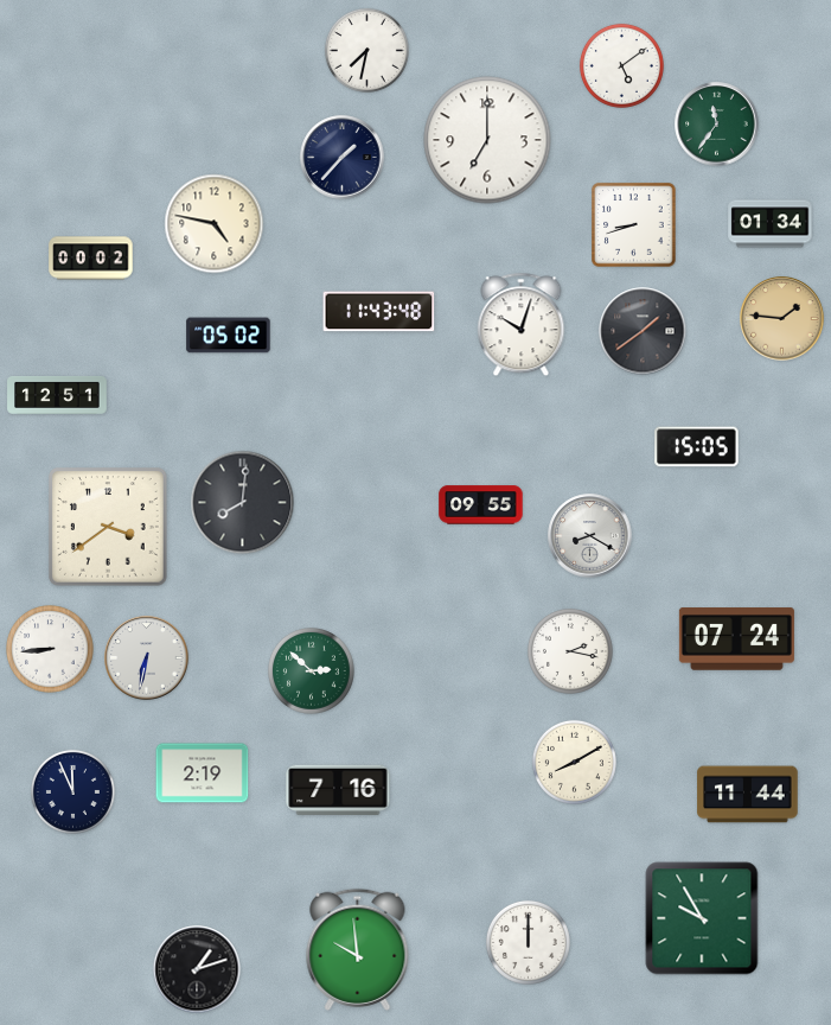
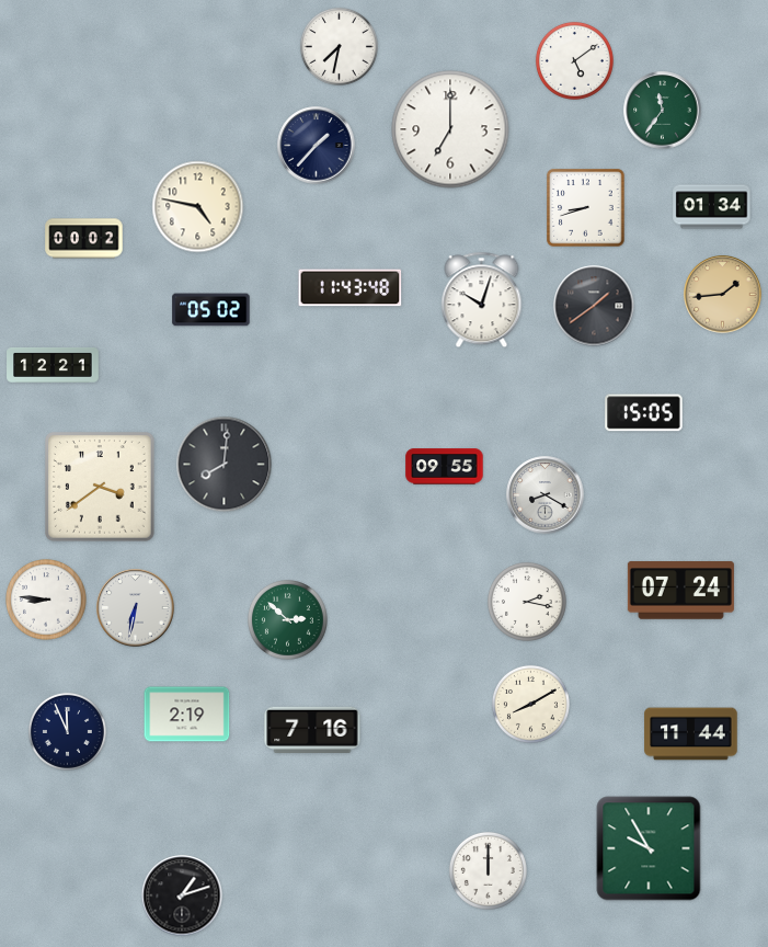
clock at (717, 125) position: (717, 125) -> (663, 111)
clock at (782, 319): 1:46 -> 1:44
clock at (57, 395): 12:51 -> 12:21
clock at (50, 649): 8:44 -> 8:46
clock at (358, 949): 9:59 -> none
